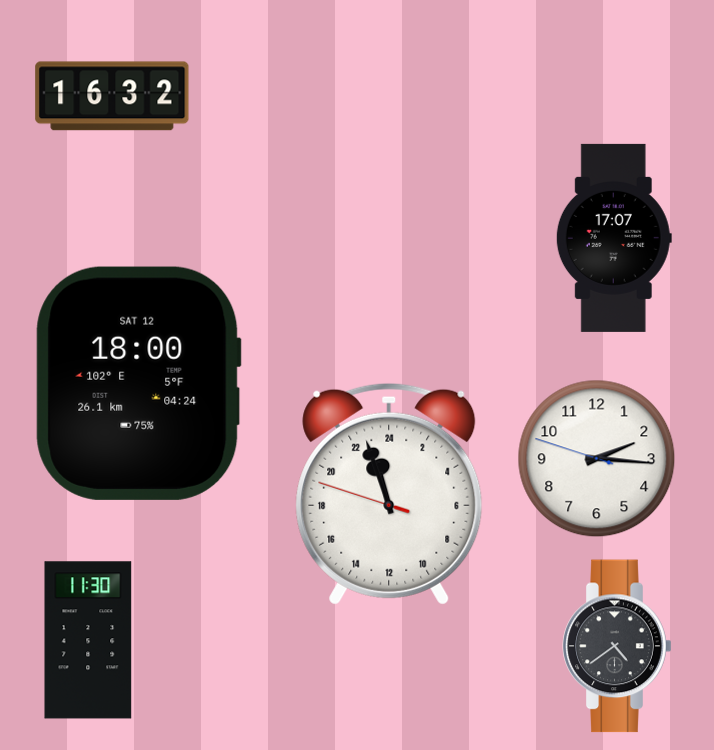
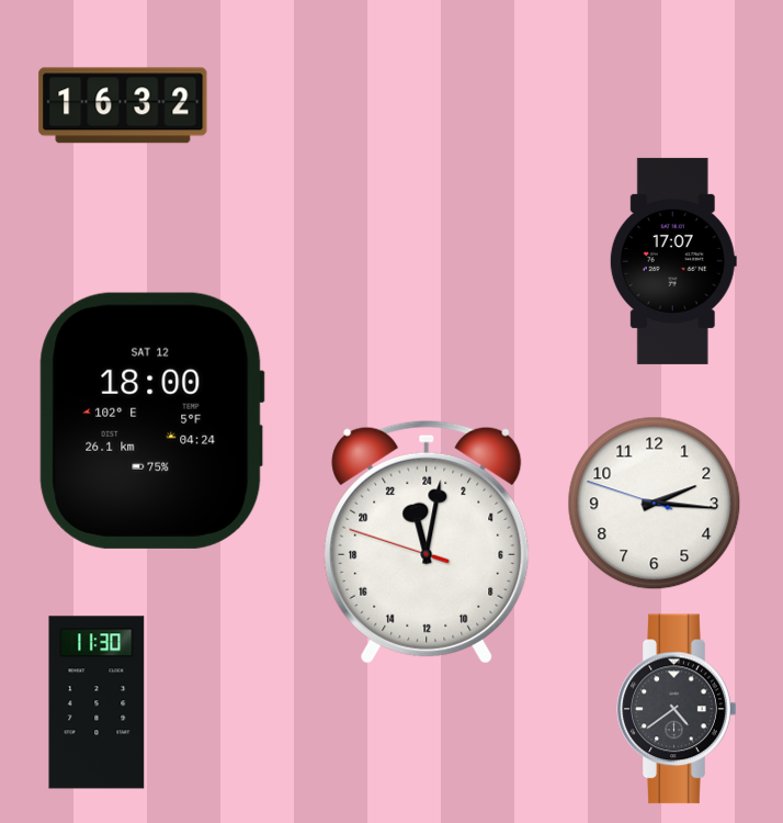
clock at (389, 494): 22:56 -> 23:01
